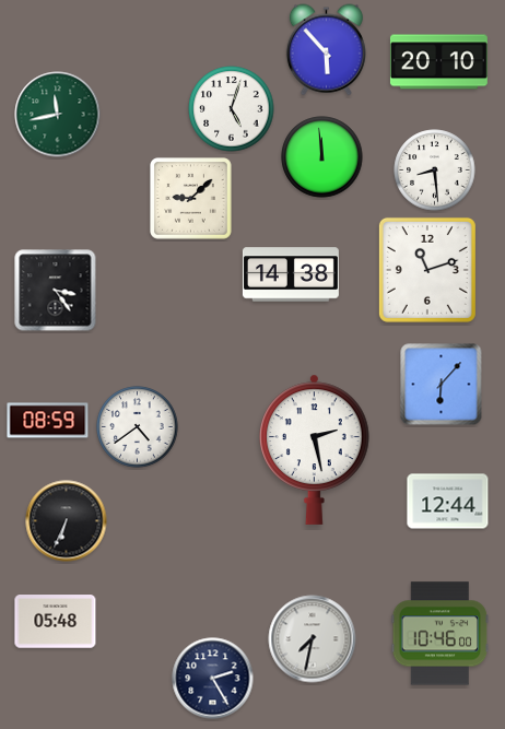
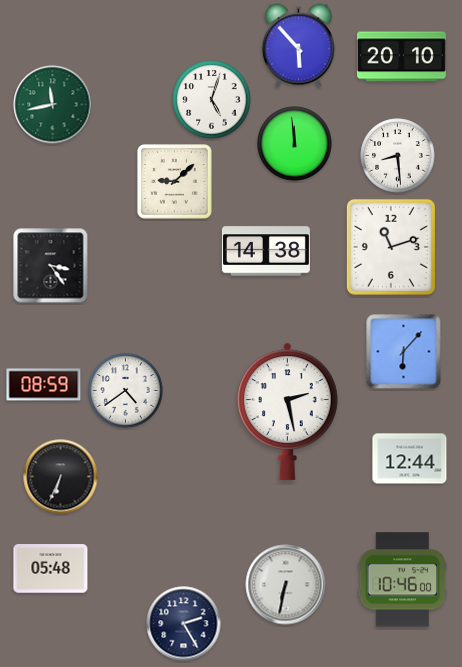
clock at (313, 639): 7:32 -> 6:32
clock at (213, 679) position: (213, 679) -> (184, 624)
